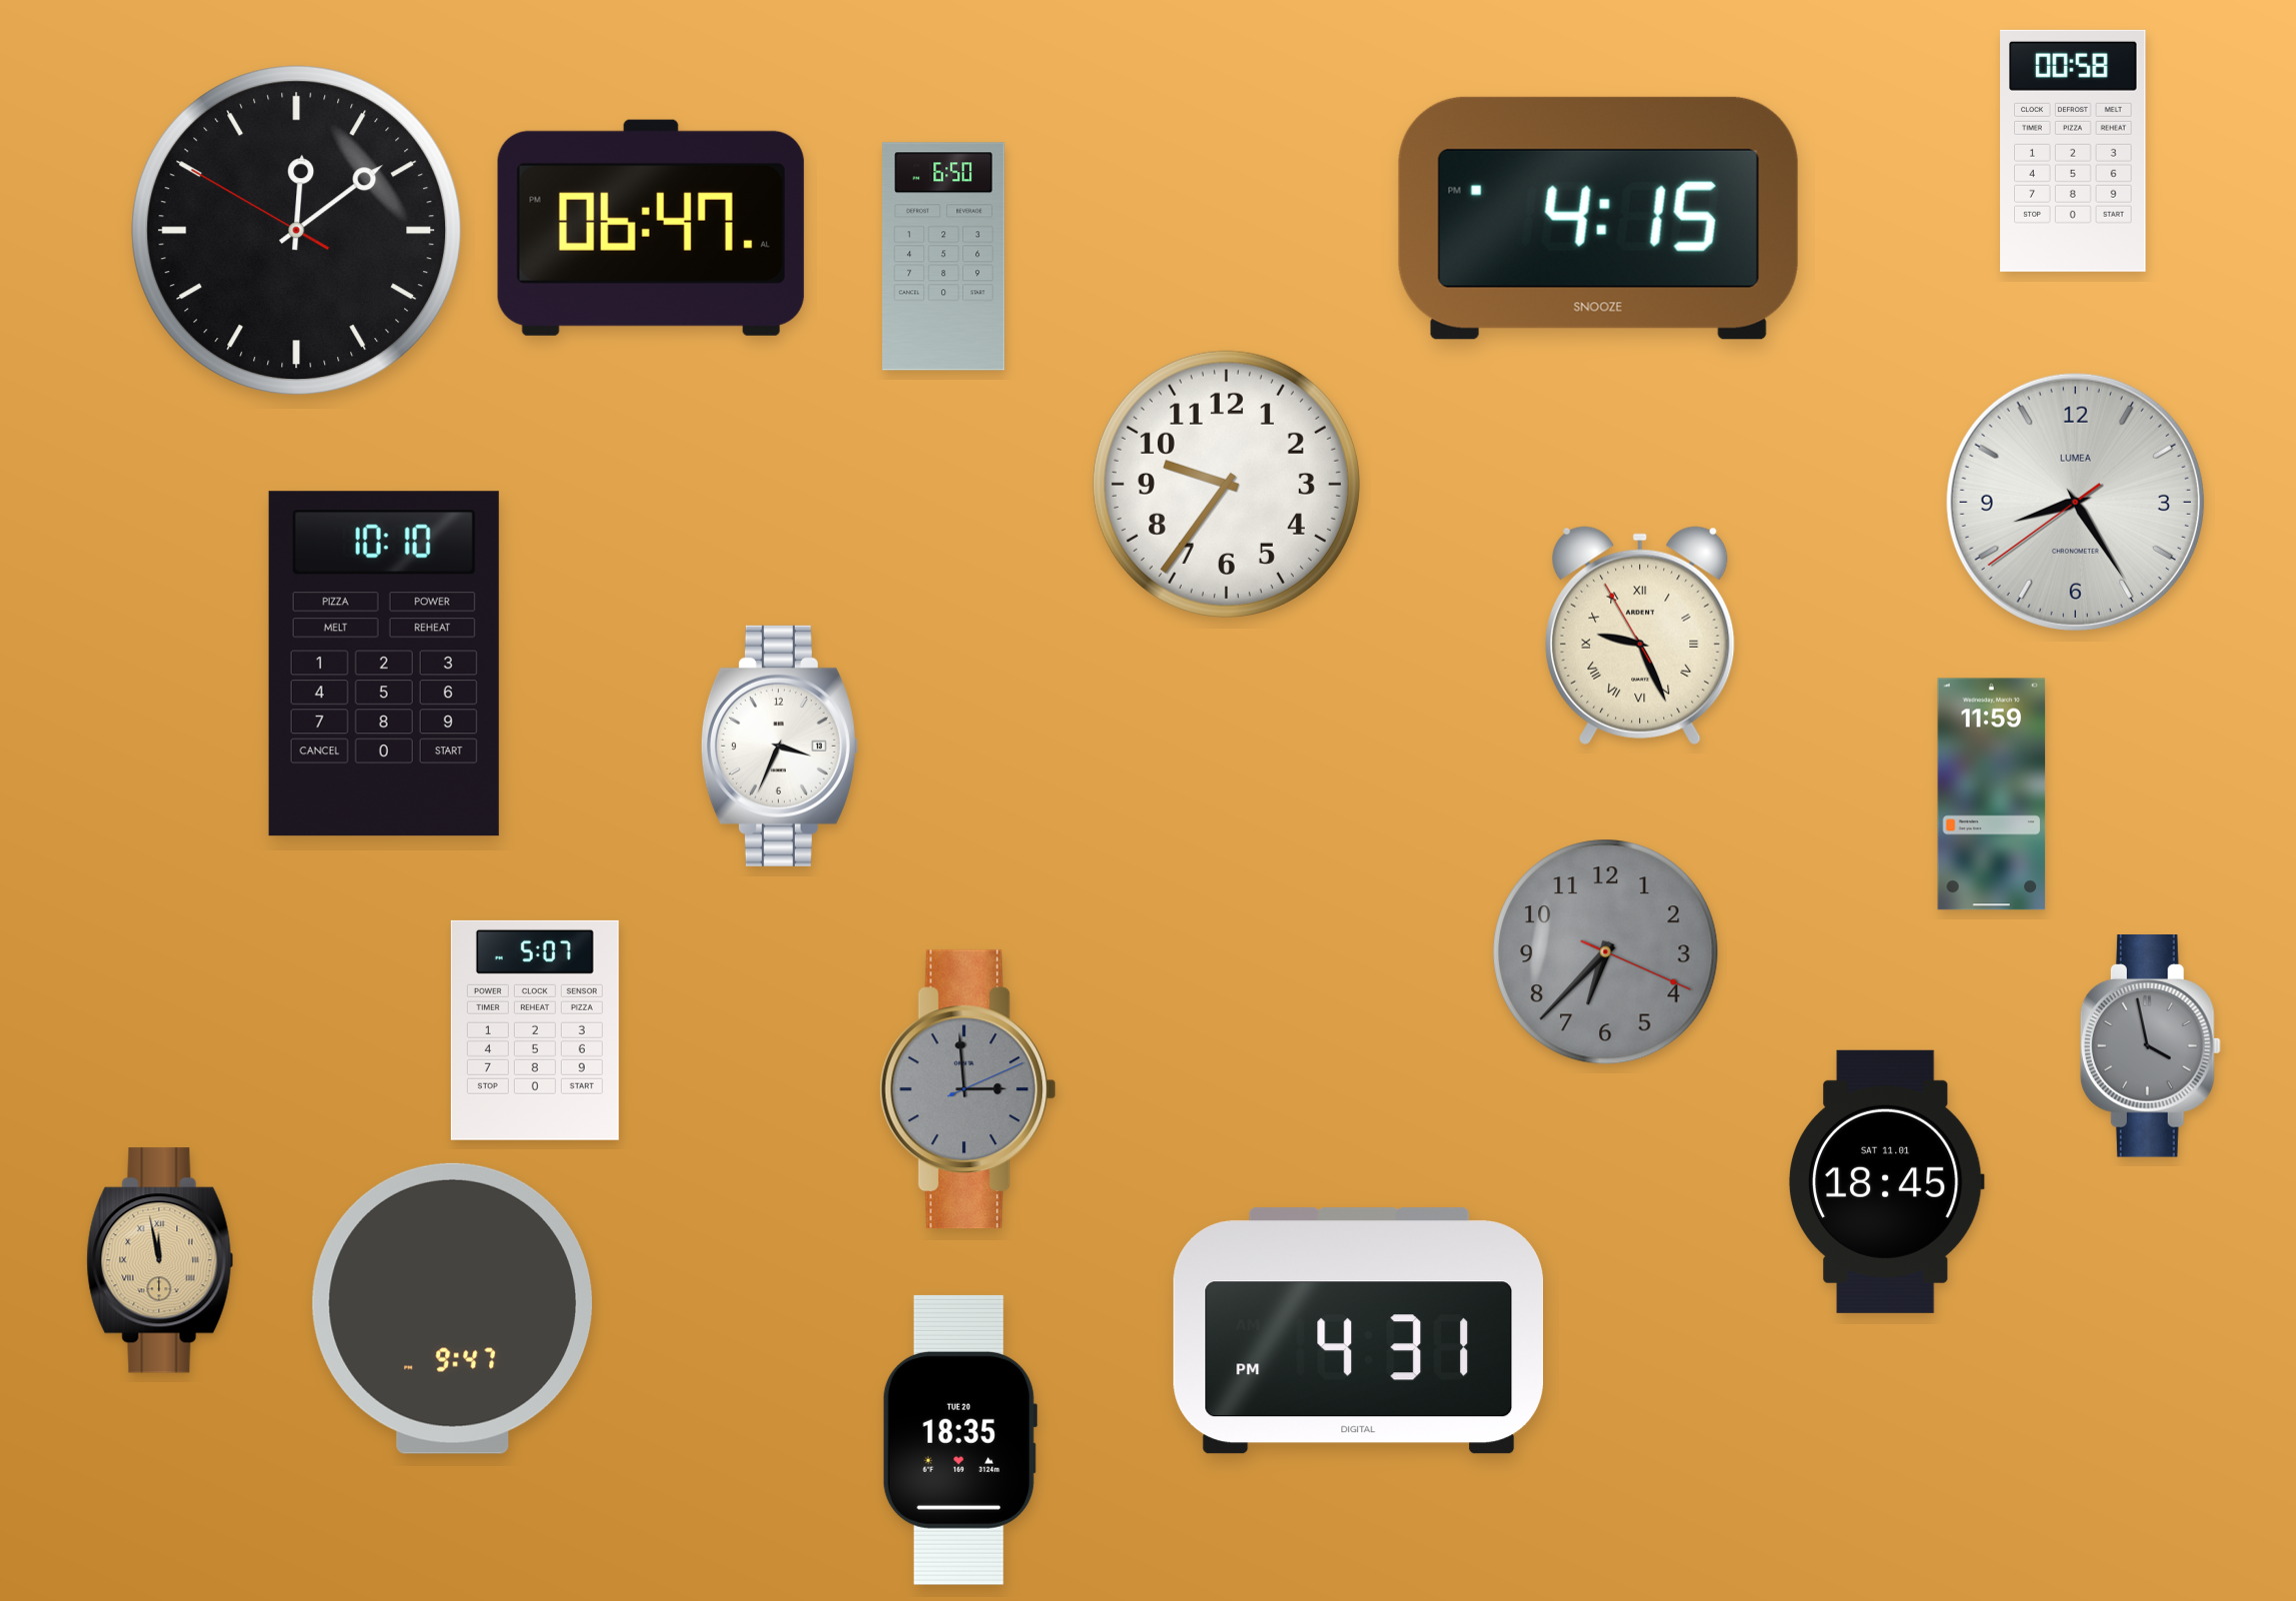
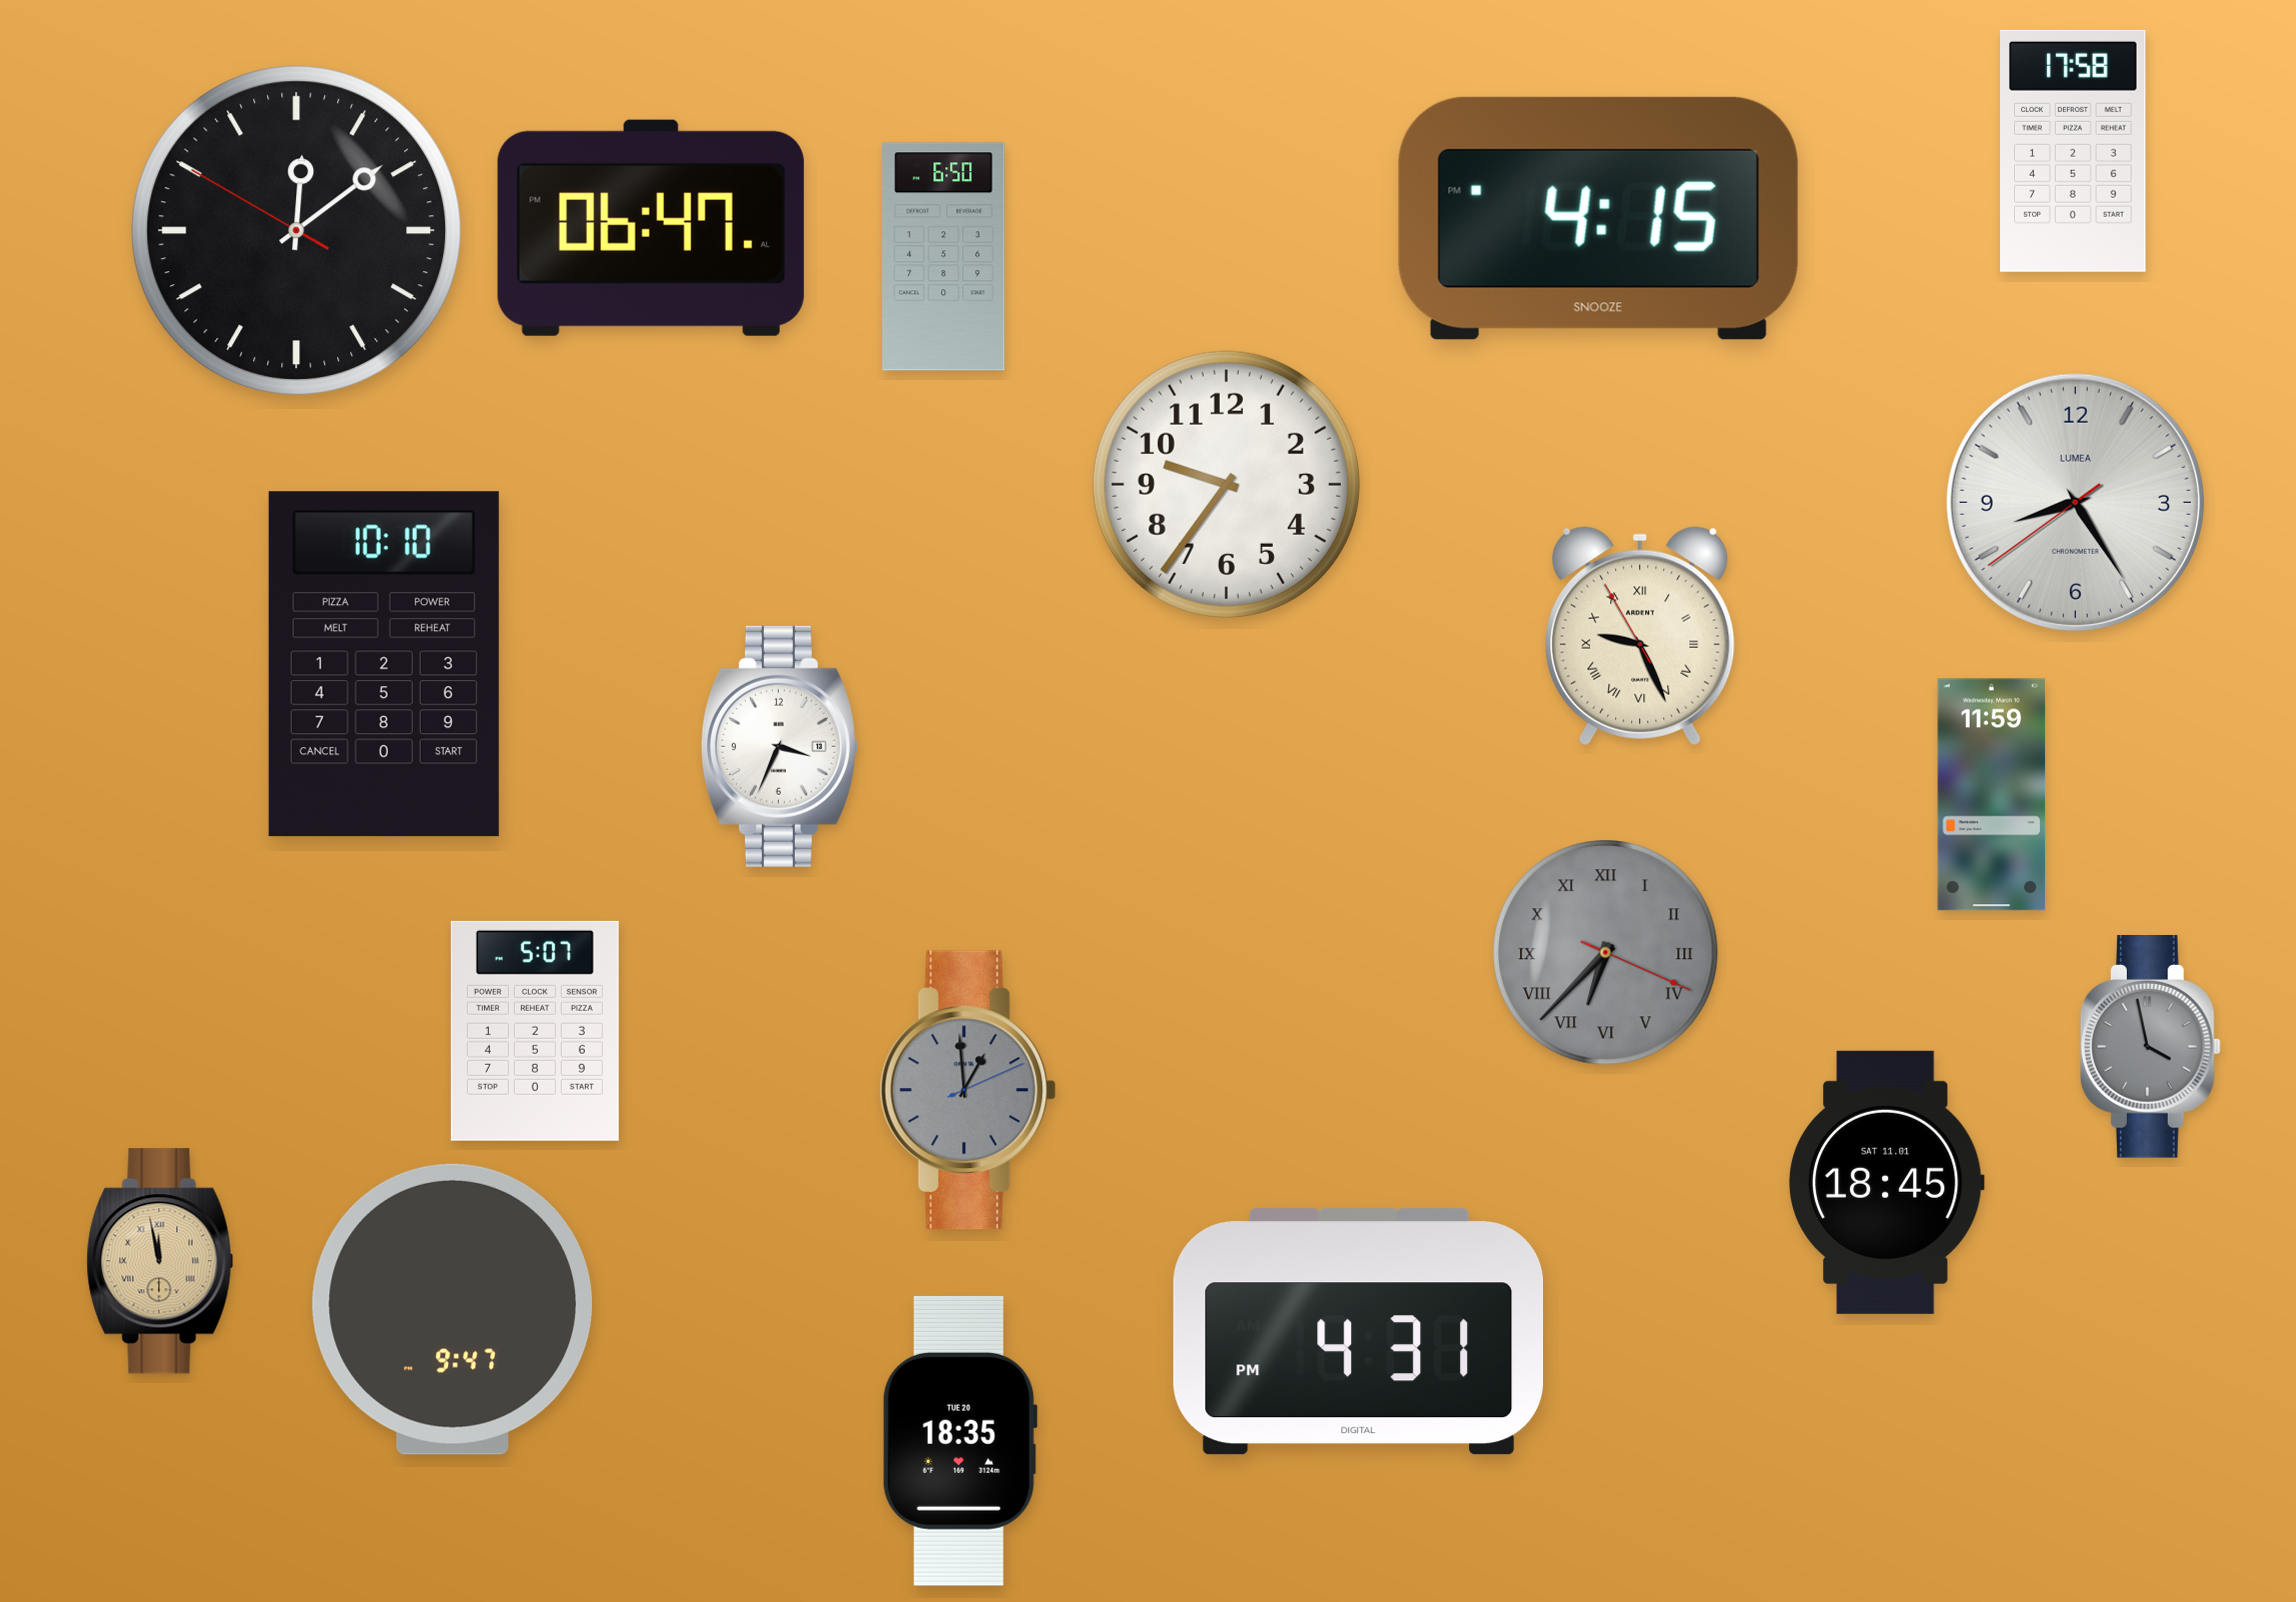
clock at (2074, 151): 00:58 -> 17:58
clock at (1606, 952) numerals: Arabic -> Roman
clock at (968, 1089): 2:59 -> 12:59
